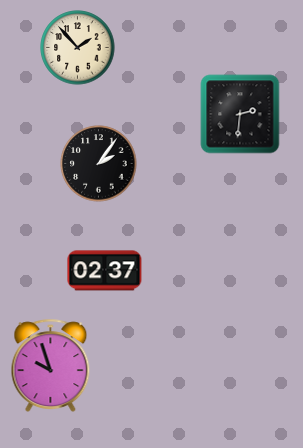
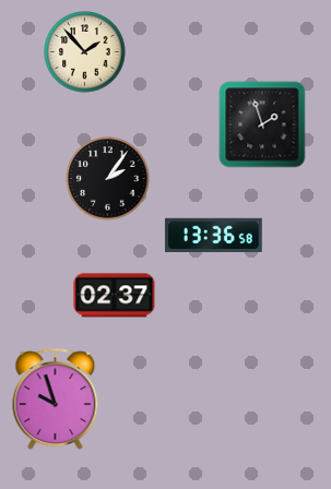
clock at (240, 114): 2:31 -> 1:57
clock at (213, 235): none -> 13:36
